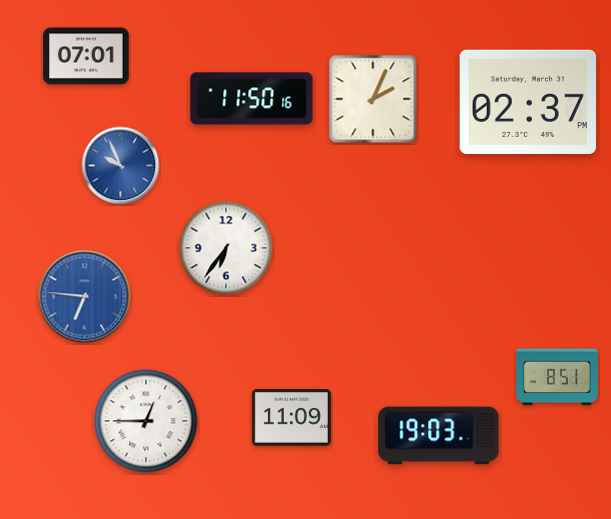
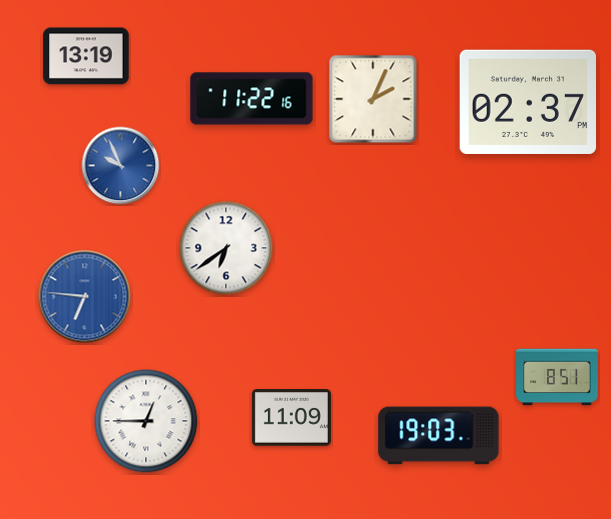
clock at (86, 56): 07:01 -> 13:19
clock at (252, 99): 11:50 -> 11:22
clock at (226, 248): 6:36 -> 6:39
